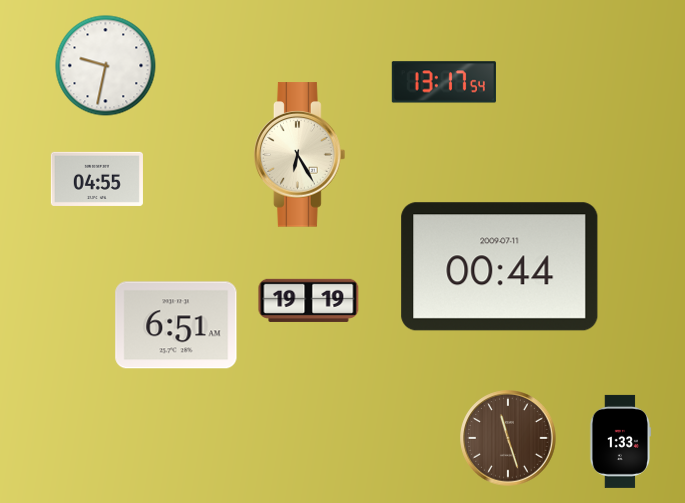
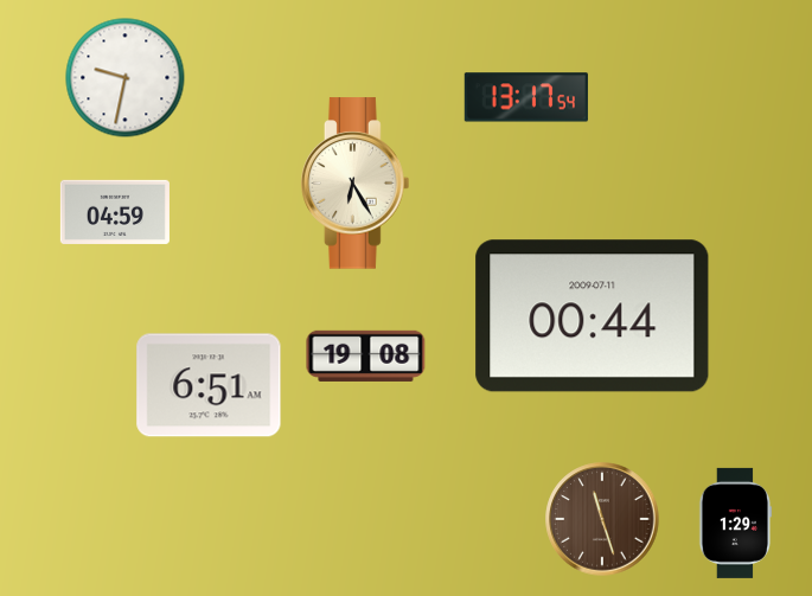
clock at (97, 179): 04:55 -> 04:59
clock at (309, 300): 19:19 -> 19:08
clock at (621, 441): 1:33 -> 1:29
